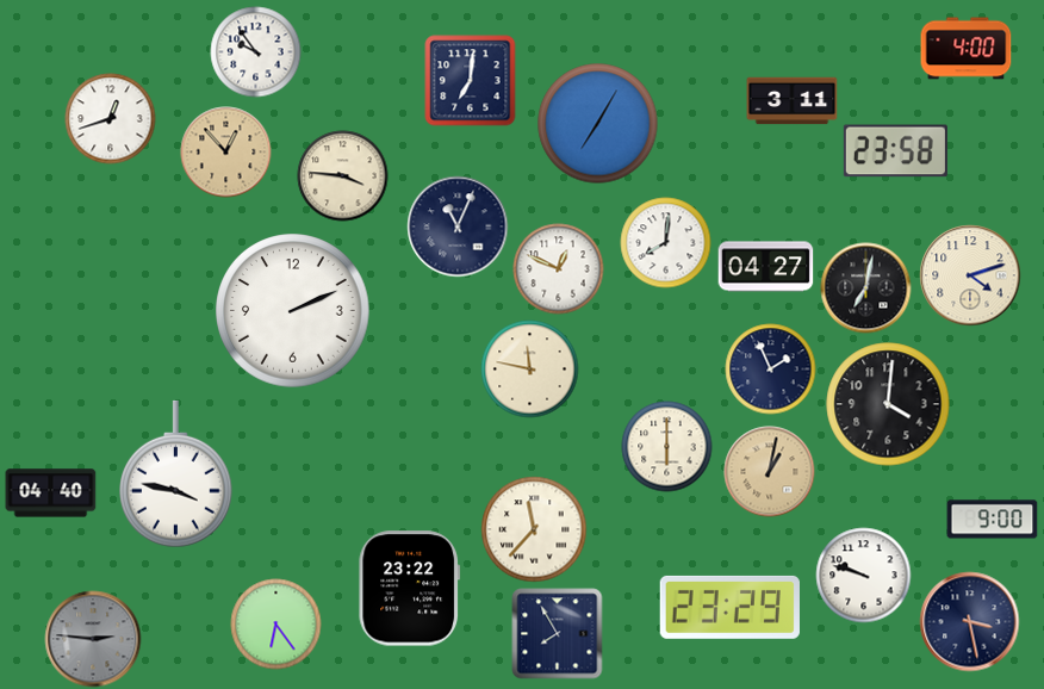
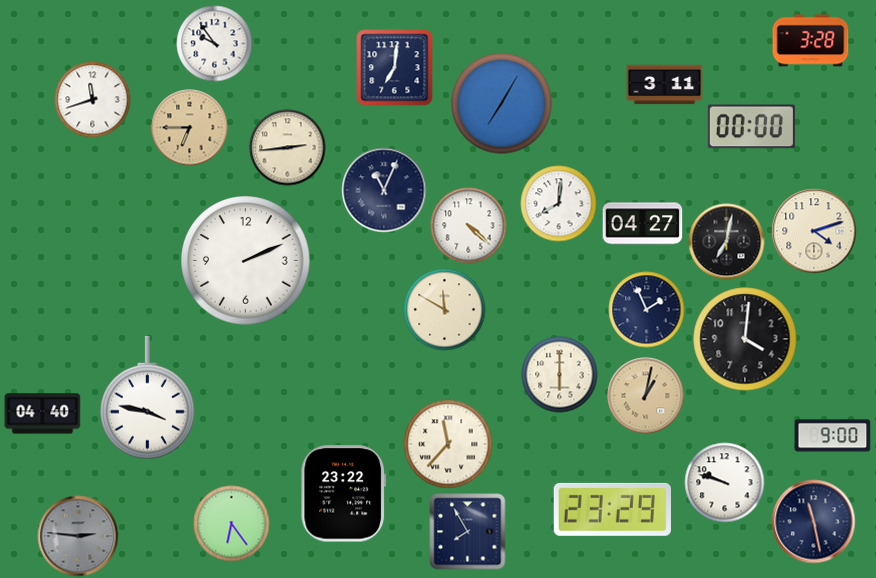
clock at (967, 49): 4:00 -> 3:28
clock at (111, 119): 12:42 -> 11:42
clock at (895, 151): 23:58 -> 00:00
clock at (226, 153): 12:53 -> 6:45
clock at (343, 176): 3:46 -> 2:44
clock at (559, 269): 12:49 -> 4:22
clock at (530, 370): 11:47 -> 11:50
clock at (970, 622): 3:28 -> 11:28
